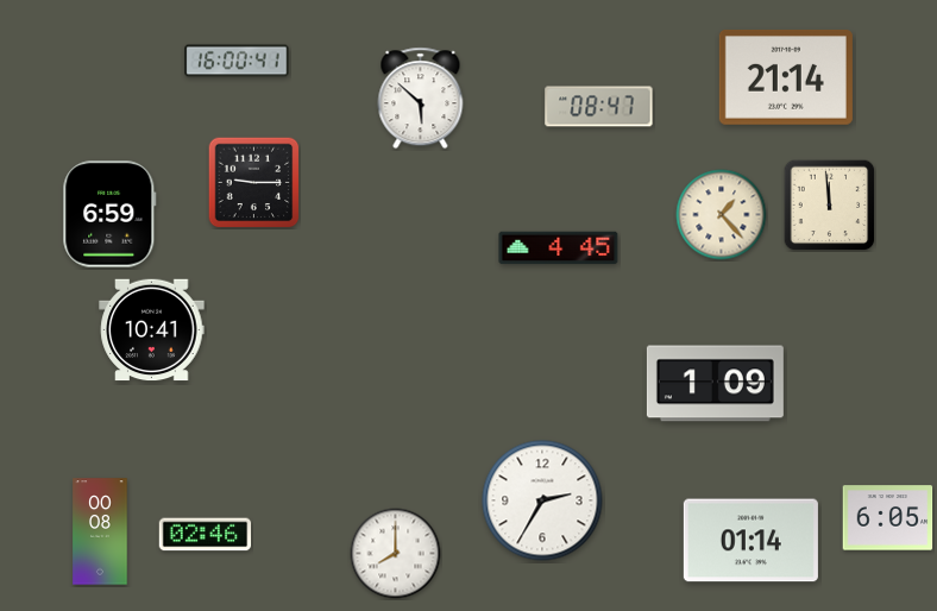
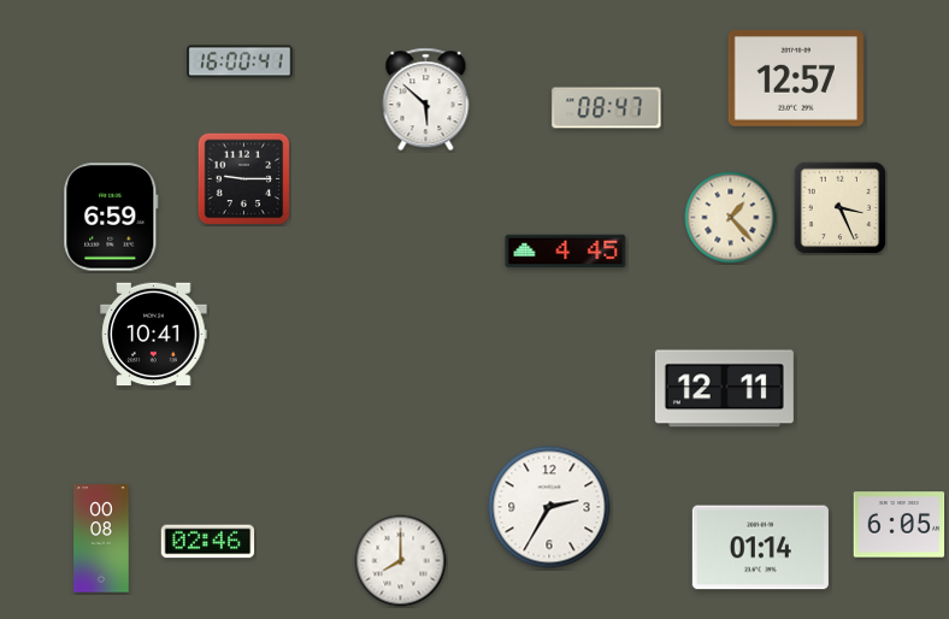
clock at (786, 77): 21:14 -> 12:57
clock at (253, 182) position: (253, 182) -> (243, 178)
clock at (829, 204): 11:59 -> 3:26
clock at (715, 384): 1:09 -> 12:11
